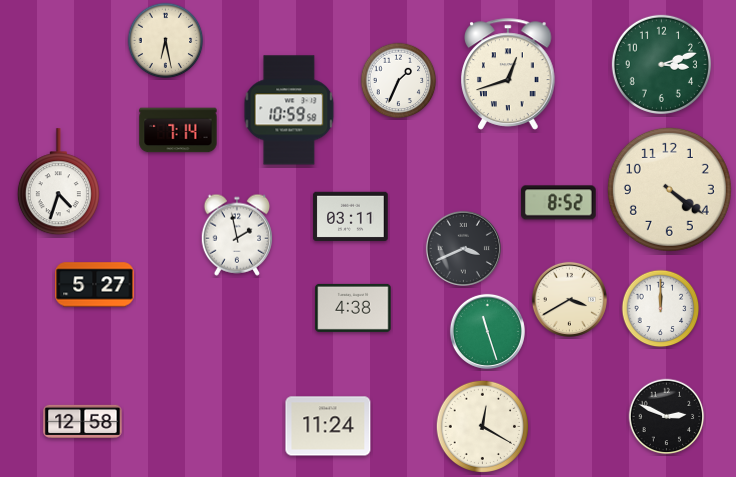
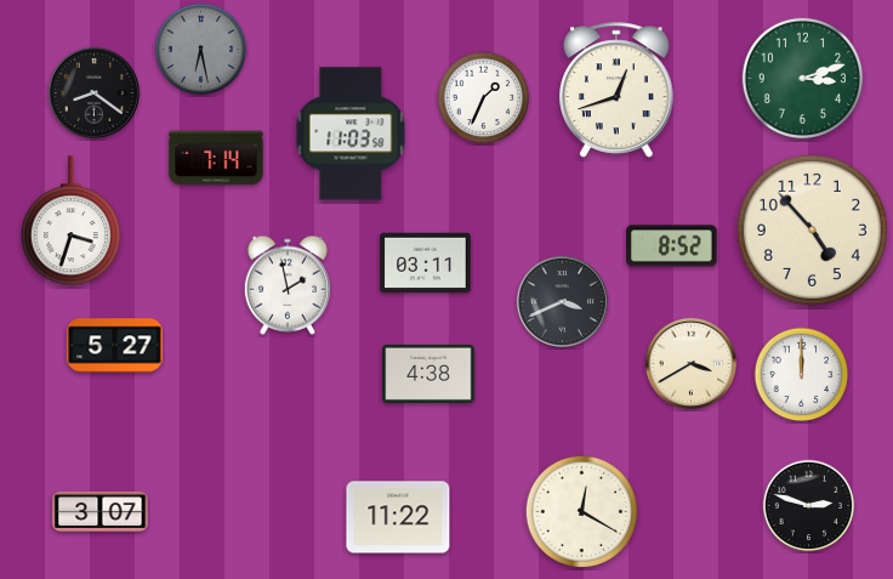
clock at (166, 41) dial: cream -> grey
clock at (93, 92): none -> 8:21
clock at (289, 110): 10:59 -> 11:03
clock at (58, 182): 4:33 -> 3:33
clock at (669, 189): 4:21 -> 4:53
clock at (559, 203) position: (559, 203) -> (672, 246)
clock at (487, 331): 11:27 -> none
clock at (667, 417): 2:49 -> 2:48
clock at (83, 421): 12:58 -> 3:07
clock at (328, 426): 11:24 -> 11:22
clock at (482, 426) position: (482, 426) -> (581, 511)
